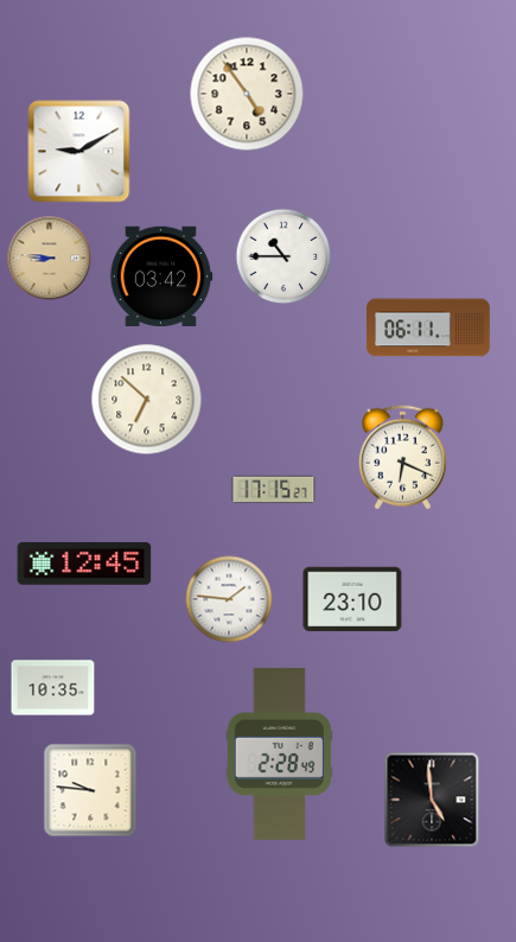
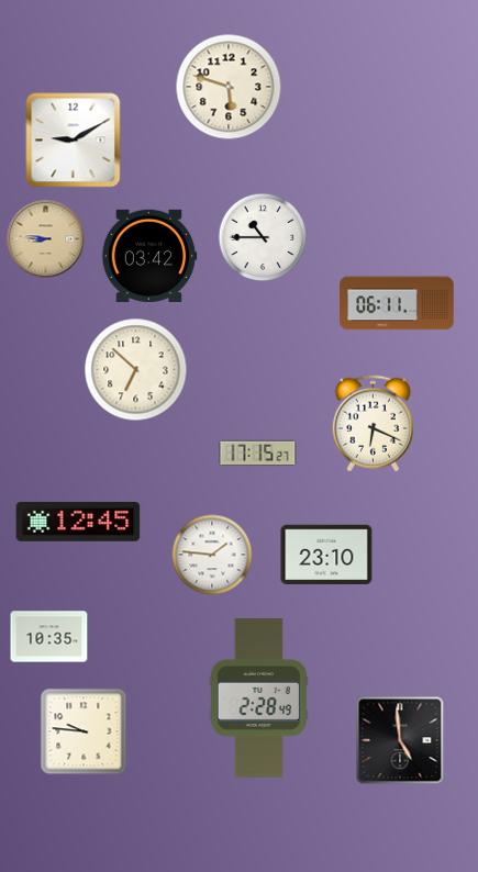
clock at (247, 94): 4:54 -> 5:48
clock at (274, 490) position: (274, 490) -> (258, 454)
